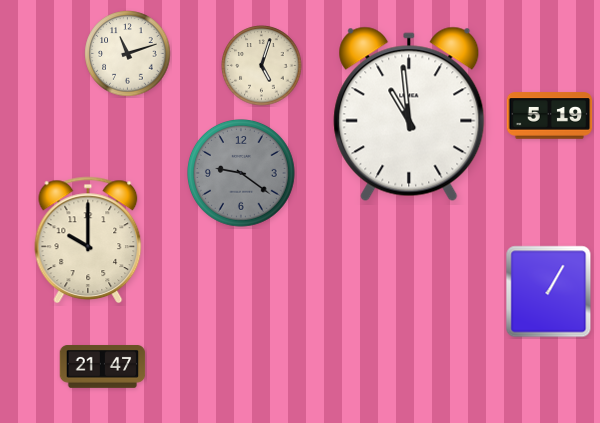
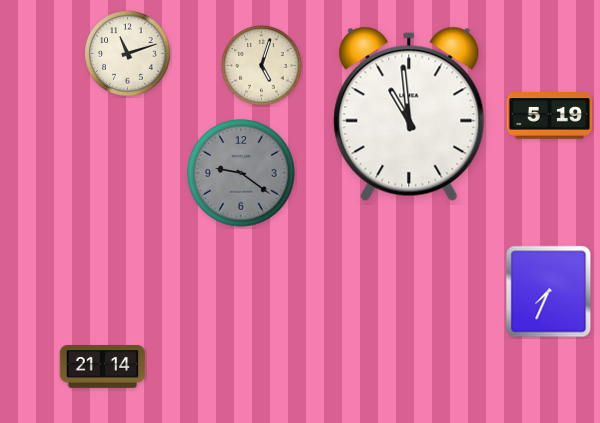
clock at (88, 240): 10:00 -> none
clock at (549, 292): 1:05 -> 7:34
clock at (103, 367): 21:47 -> 21:14
